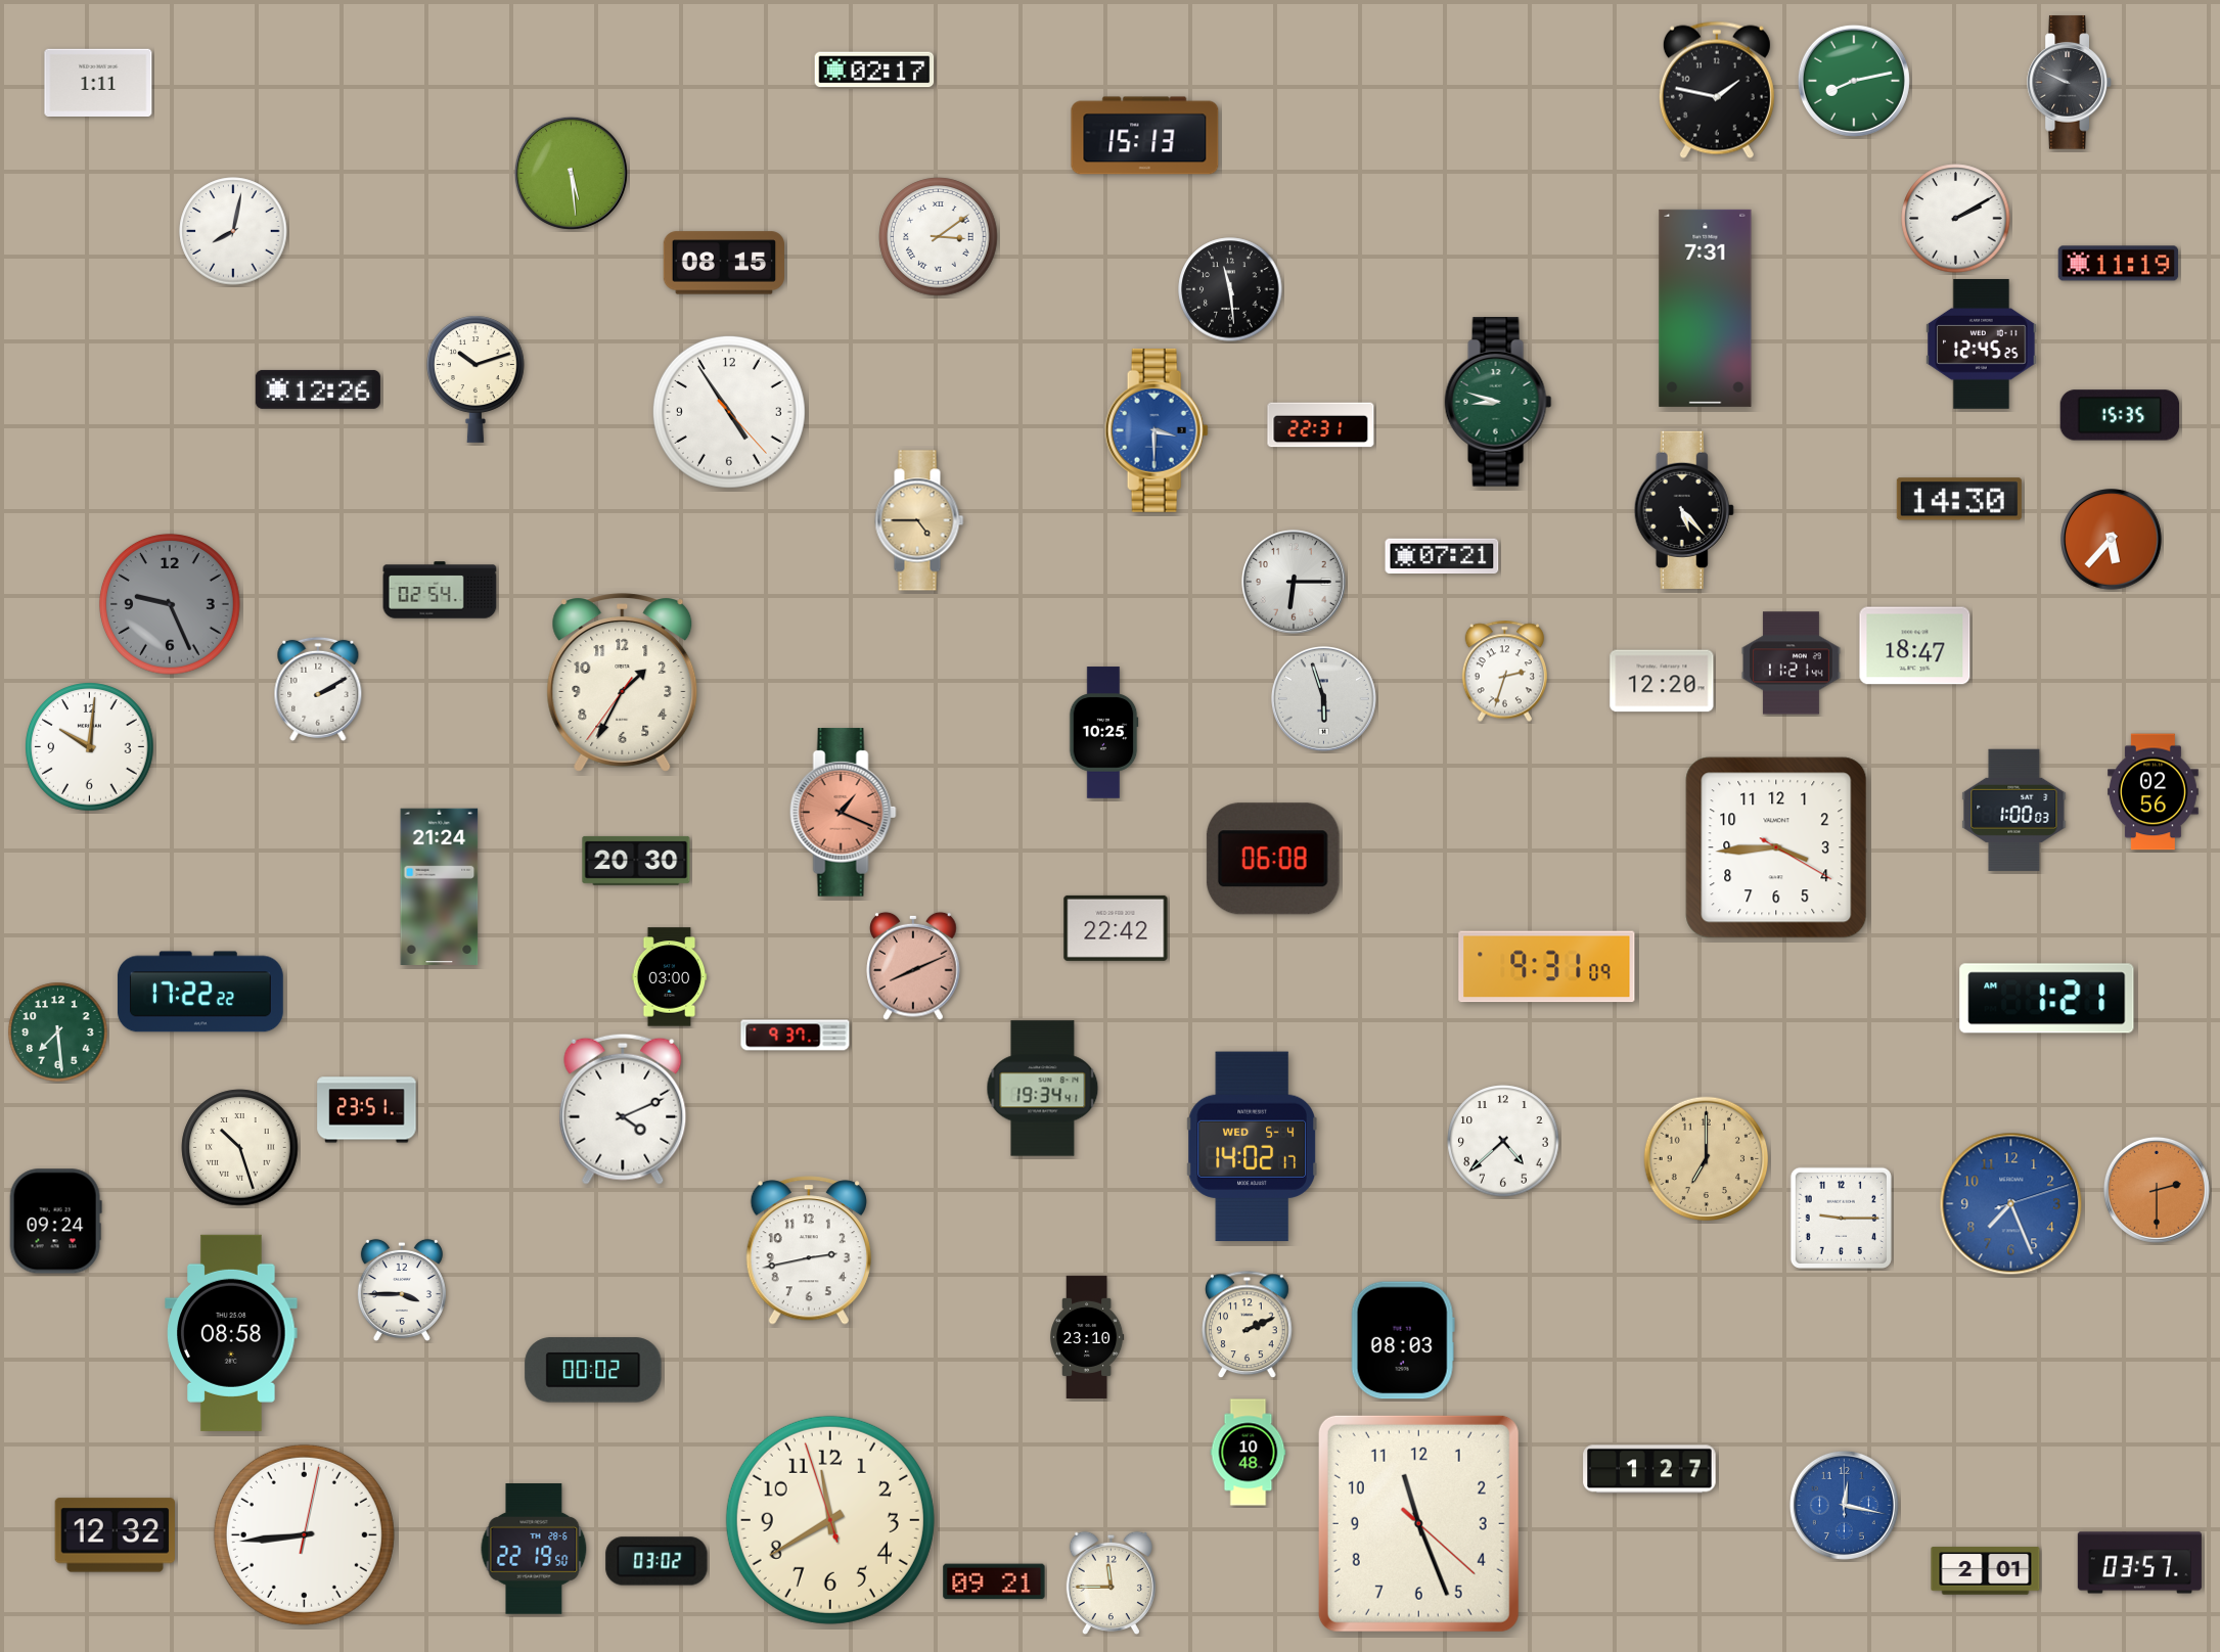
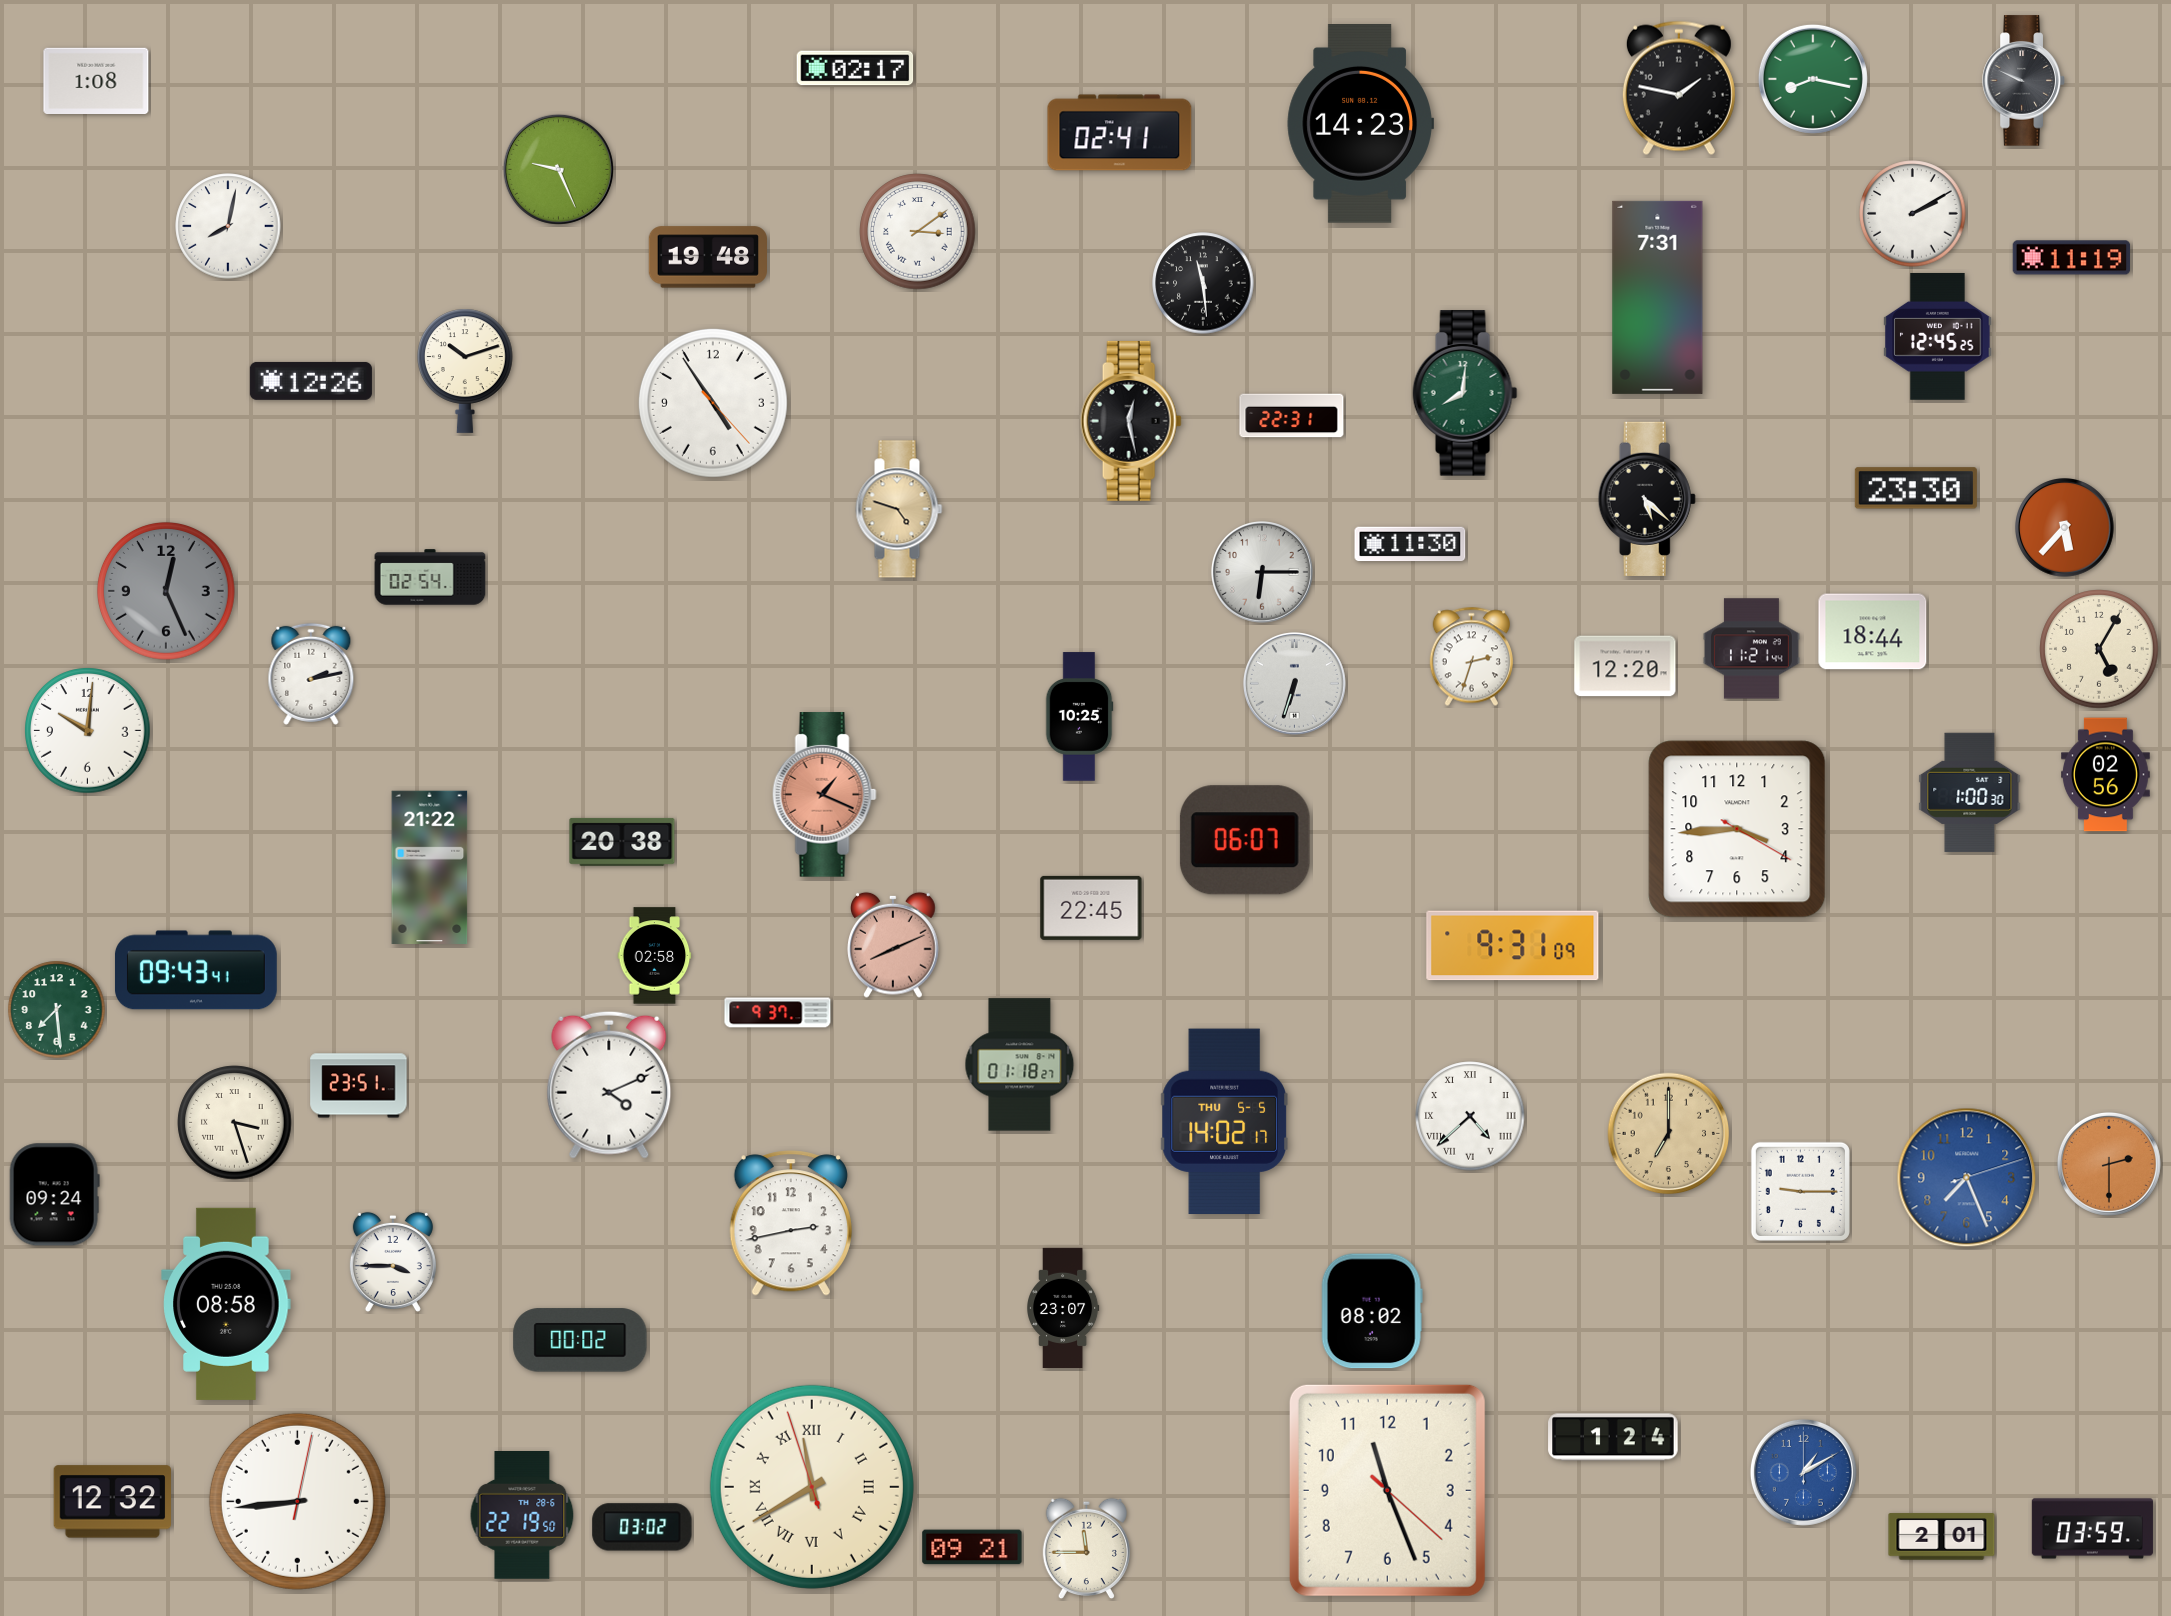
clock at (1854, 81): 8:13 -> 8:17
clock at (98, 82): 1:11 -> 1:08
clock at (1360, 124): none -> 14:23
clock at (1145, 136): 15:13 -> 02:41
clock at (571, 173): 5:29 -> 9:26
clock at (724, 263): 08:15 -> 19:48
clock at (1706, 308) position: (1706, 308) -> (1658, 297)
clock at (1498, 402): 8:48 -> 8:01
clock at (2120, 415): 15:35 -> none
clock at (1157, 430): 3:30 -> 12:28
clock at (1157, 430) dial: blue -> black
clock at (1959, 499): 14:30 -> 23:30
clock at (1684, 510): 5:23 -> 5:22
clock at (919, 520): 4:45 -> 4:48
clock at (1442, 556): 07:21 -> 11:30
clock at (1294, 582) position: (1294, 582) -> (1262, 572)
clock at (170, 604): 9:26 -> 12:26
clock at (1915, 646): 18:47 -> 18:44
clock at (2099, 649): none -> 5:05
clock at (623, 683): 1:34 -> none
clock at (318, 689): 2:10 -> 2:13
clock at (1323, 698): 5:57 -> 6:33
clock at (2014, 810): 1:00:03 -> 1:00:30
clock at (1273, 859): 06:08 -> 06:07
clock at (636, 861): 20:30 -> 20:38
clock at (440, 887): 21:24 -> 21:22
clock at (1116, 928): 22:42 -> 22:45
clock at (670, 977): 03:00 -> 02:58
clock at (200, 992): 17:22 -> 09:43
clock at (2047, 999): 1:21 -> none
clock at (1043, 1089): 19:34 -> 01:18
clock at (1503, 1141) numerals: Arabic -> Roman
clock at (1252, 1147) date: WED 5-4 -> THU 5-5
clock at (240, 1148): 10:27 -> 3:27
clock at (1248, 1325): 2:11 -> none
clock at (1087, 1336): 23:10 -> 23:07
clock at (1403, 1340): 08:03 -> 08:02
clock at (1249, 1453): 10:48 -> none
clock at (1649, 1469): 1:27 -> 1:24
clock at (1844, 1505): 12:17 -> 1:10
clock at (830, 1520) numerals: Arabic -> Roman
clock at (2139, 1563): 03:57 -> 03:59
